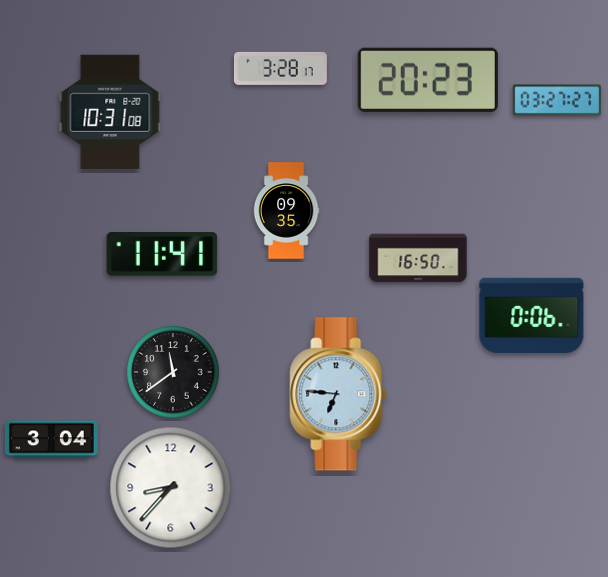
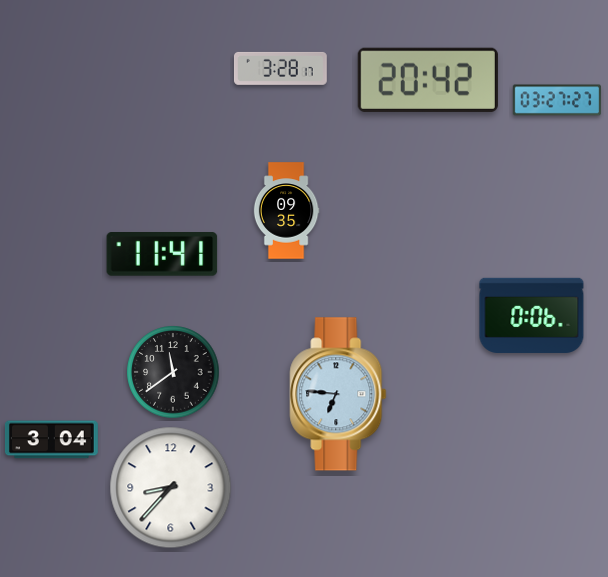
clock at (428, 80): 20:23 -> 20:42
clock at (110, 112): 10:31 -> none
clock at (418, 258): 16:50 -> none
